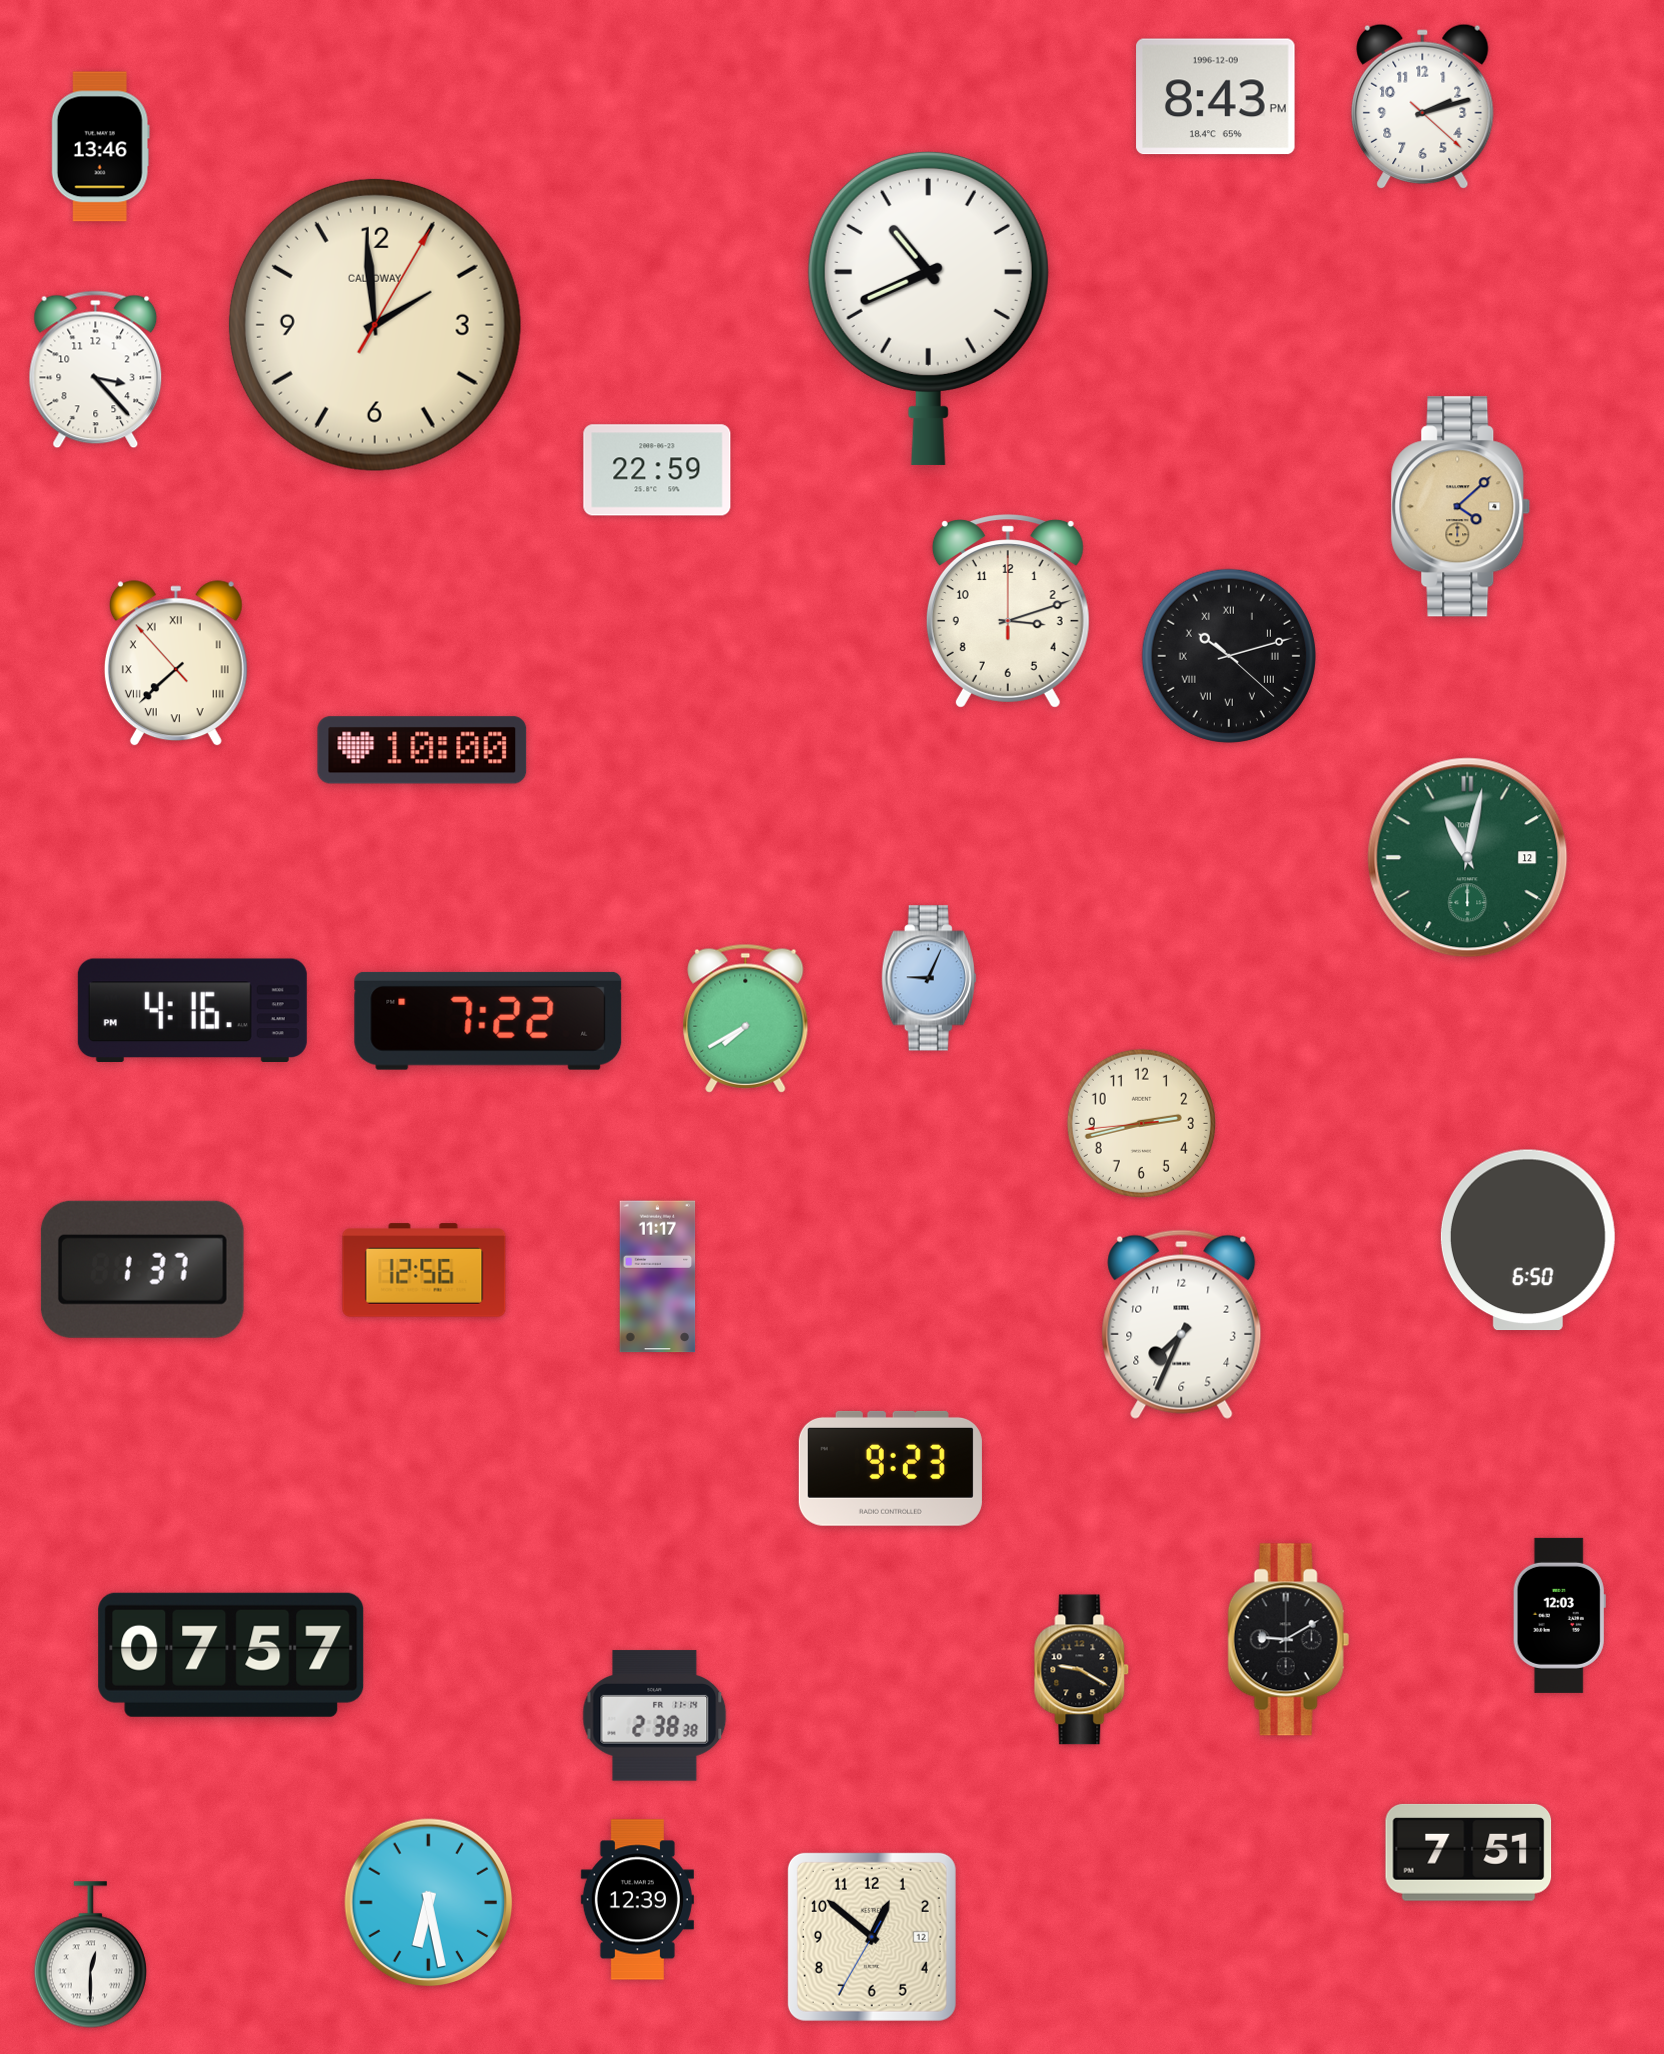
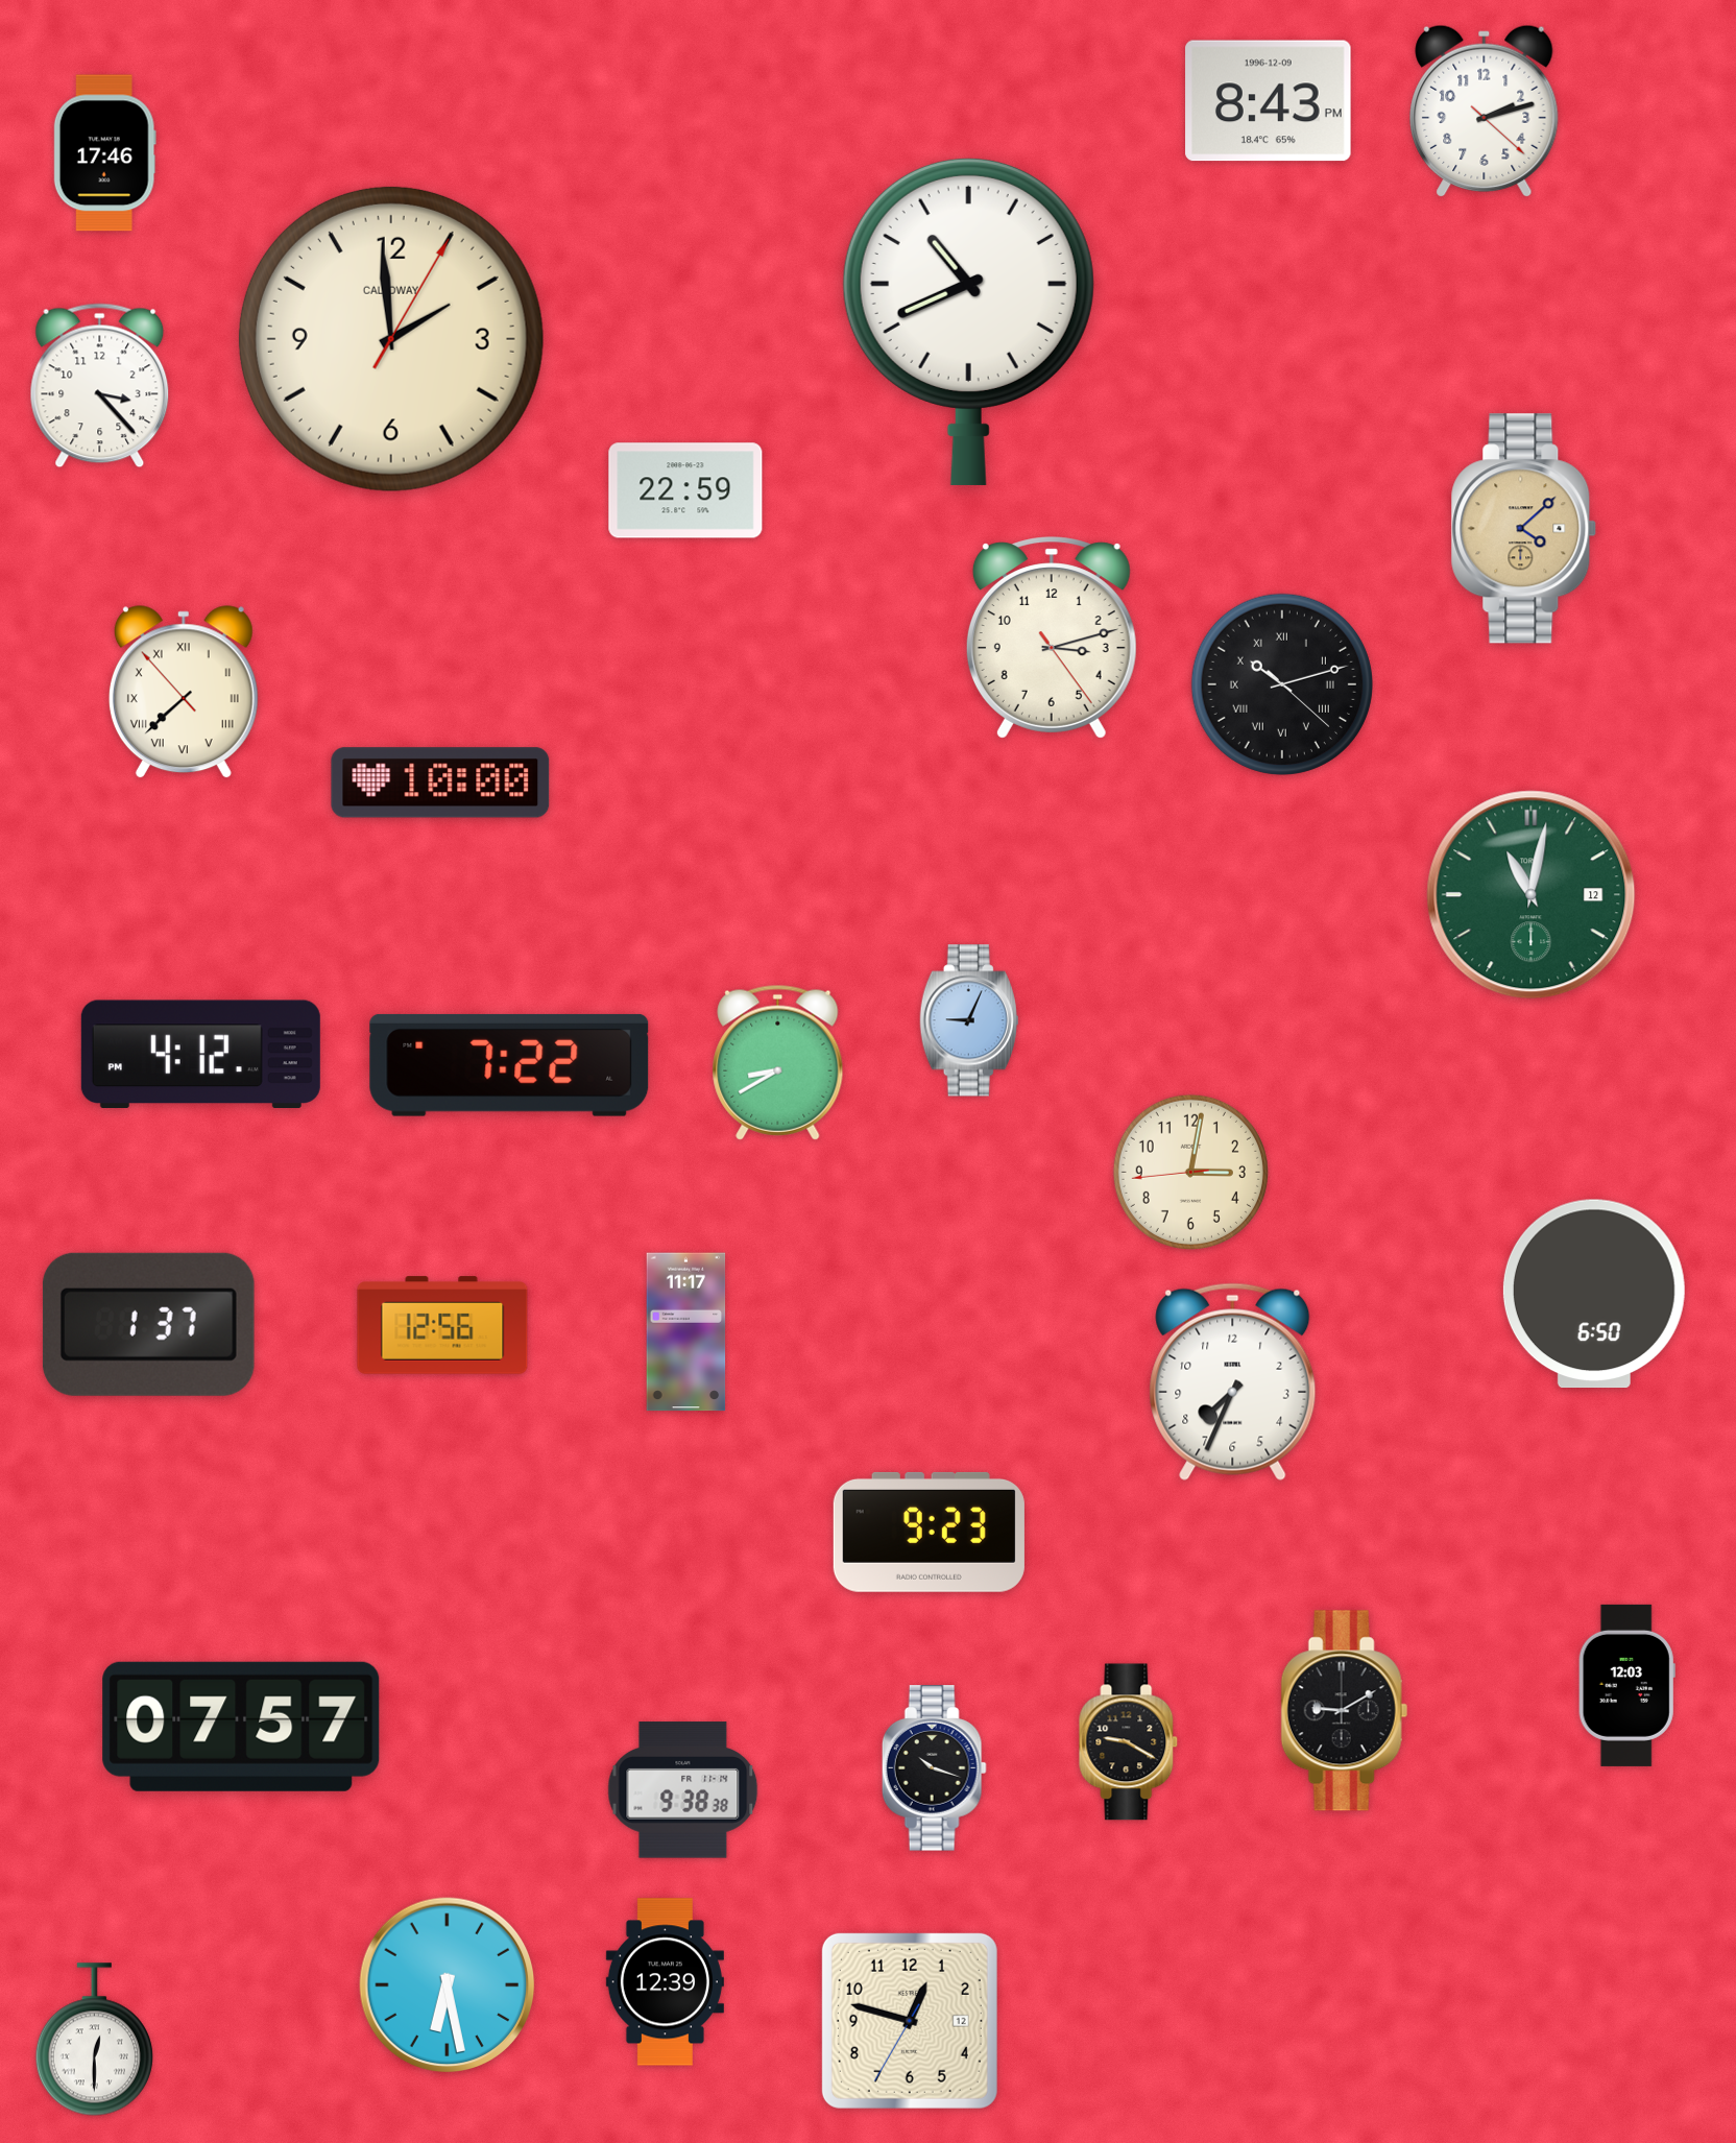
clock at (100, 147): 13:46 -> 17:46
clock at (1008, 611): 3:12:00 -> 3:12:24
clock at (192, 1010): 4:16 -> 4:12
clock at (746, 1018): 7:40 -> 8:40
clock at (1141, 1123): 2:42 -> 3:01
clock at (934, 1768): none -> 10:18
clock at (655, 1716): 2:38 -> 9:38
clock at (1469, 1852): 7:51 -> none
clock at (872, 1937): 12:51 -> 12:47
